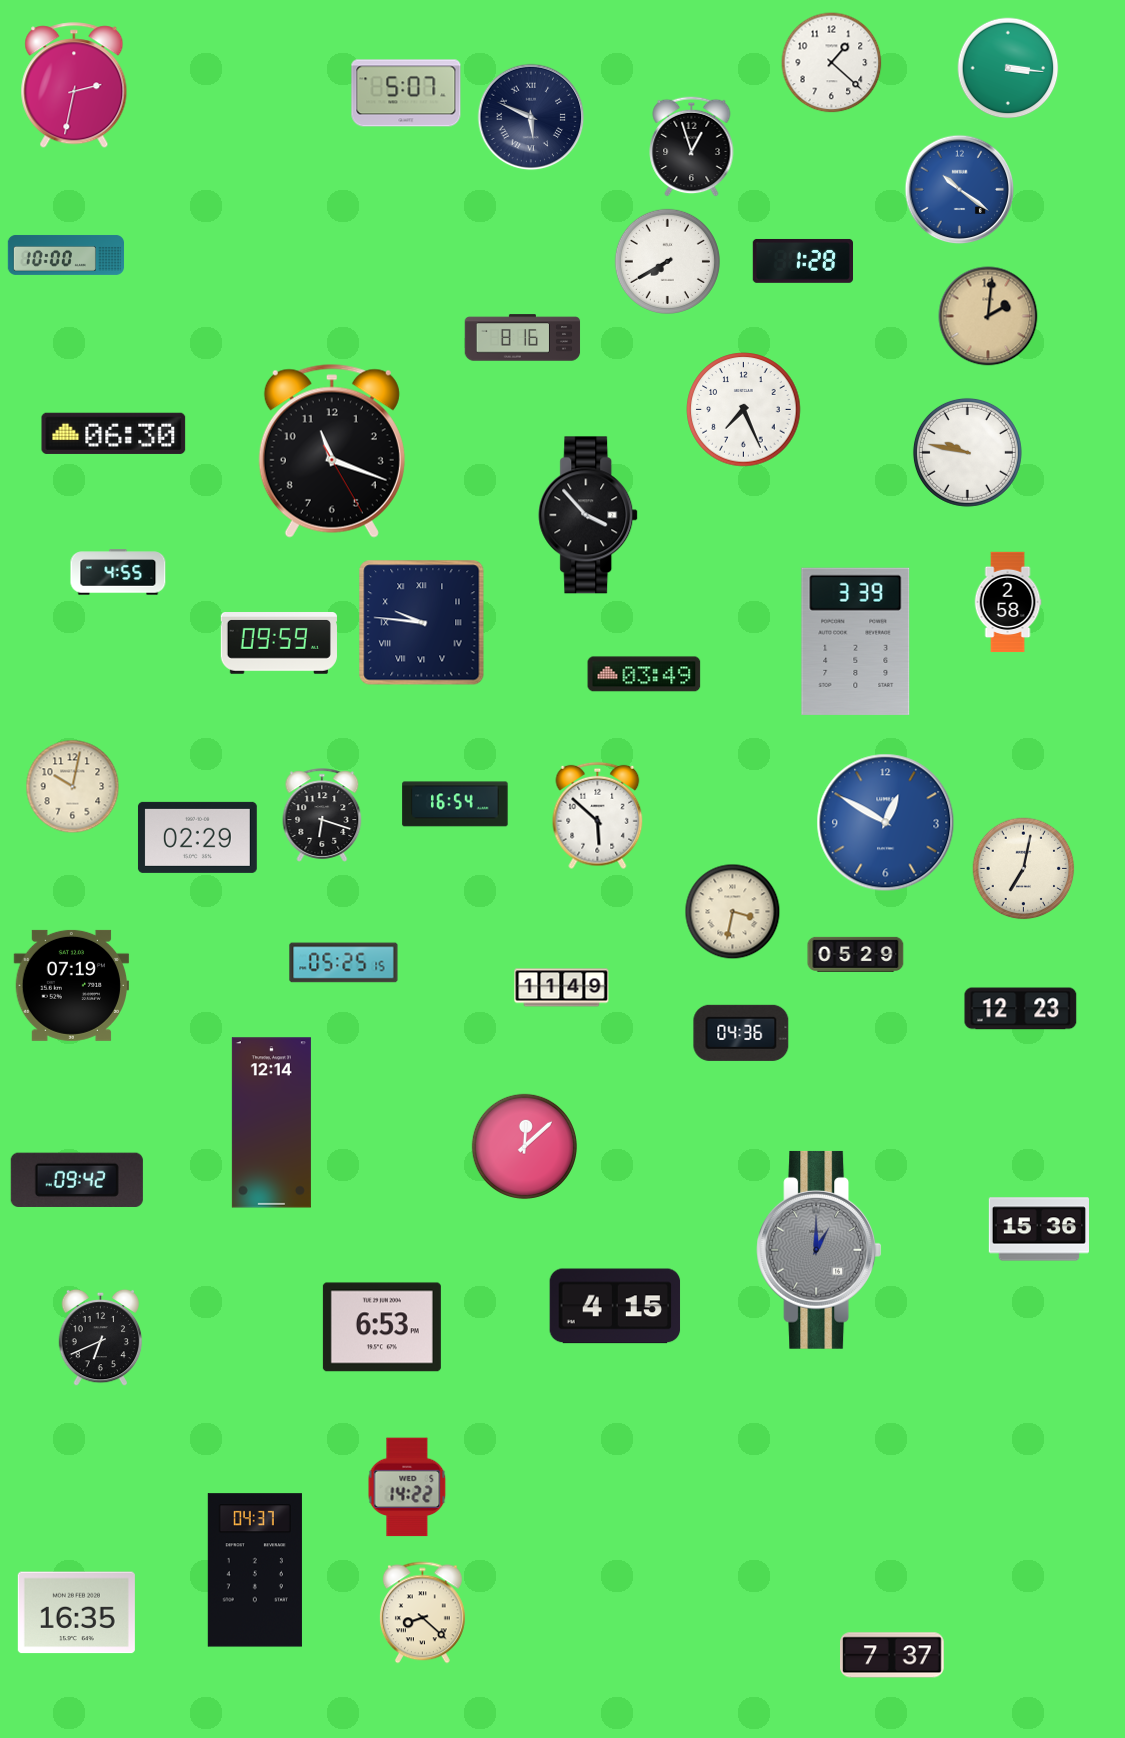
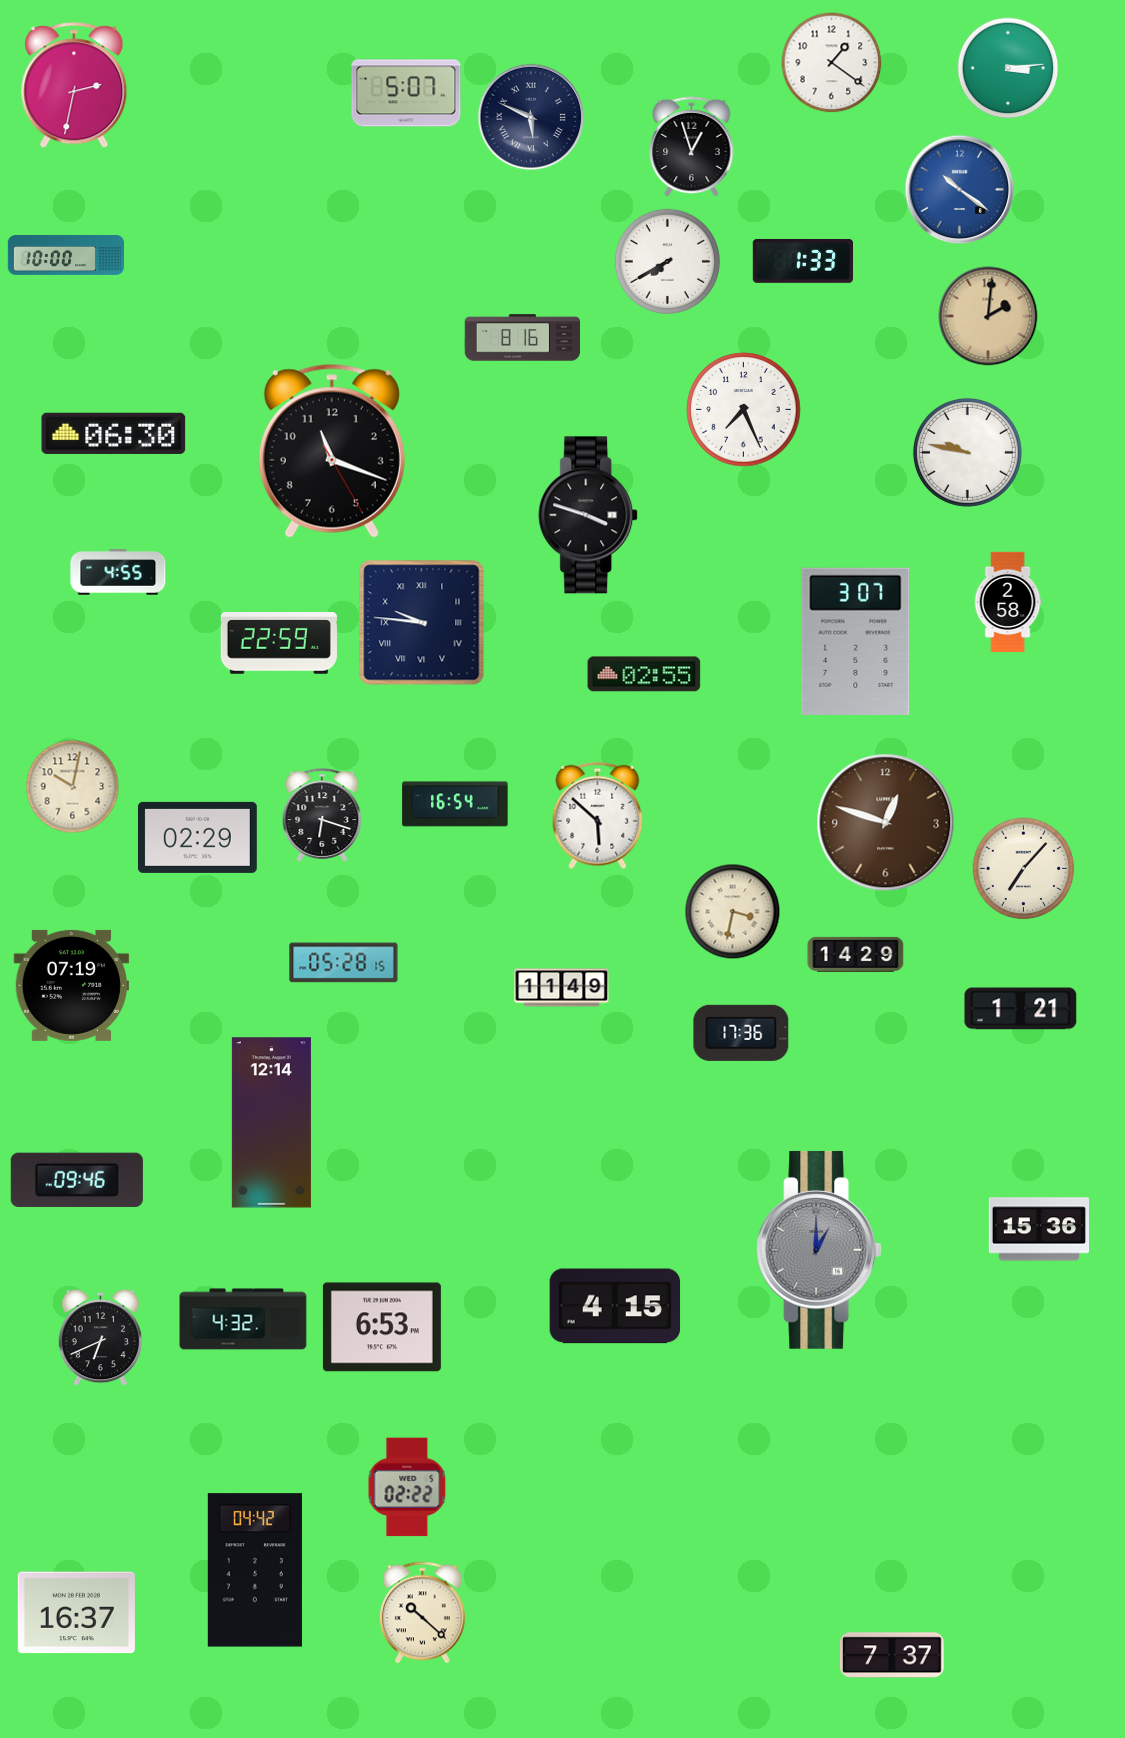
clock at (832, 63): 1:22 -> 1:21
clock at (1008, 68): 3:16 -> 3:14
clock at (802, 261): 1:28 -> 1:33
clock at (589, 515): 3:53 -> 3:48
clock at (856, 641): 3:39 -> 3:07
clock at (279, 644): 09:59 -> 22:59
clock at (644, 674): 03:49 -> 02:55
clock at (886, 823): 12:50 -> 12:48
clock at (886, 823) dial: blue -> brown
clock at (1024, 869): 7:02 -> 7:07
clock at (856, 954): 05:29 -> 14:29
clock at (344, 963): 05:25 -> 05:28
clock at (1021, 1009): 12:23 -> 1:21
clock at (741, 1033): 04:36 -> 17:36
clock at (524, 1146): 12:08 -> none
clock at (77, 1179): 09:42 -> 09:46
clock at (243, 1319): none -> 4:32
clock at (407, 1487): 14:22 -> 02:22
clock at (255, 1570): 04:37 -> 04:42
clock at (76, 1613): 16:35 -> 16:37
clock at (422, 1613): 8:22 -> 10:22
